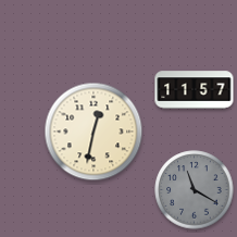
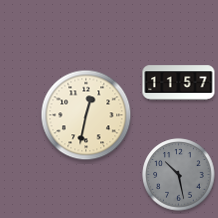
clock at (93, 132) position: (93, 132) -> (86, 115)
clock at (195, 190): 11:20 -> 10:28
